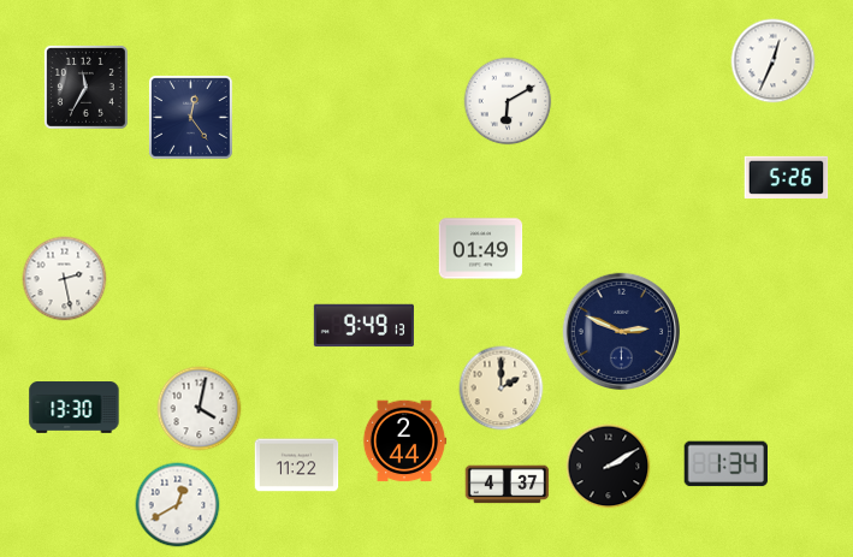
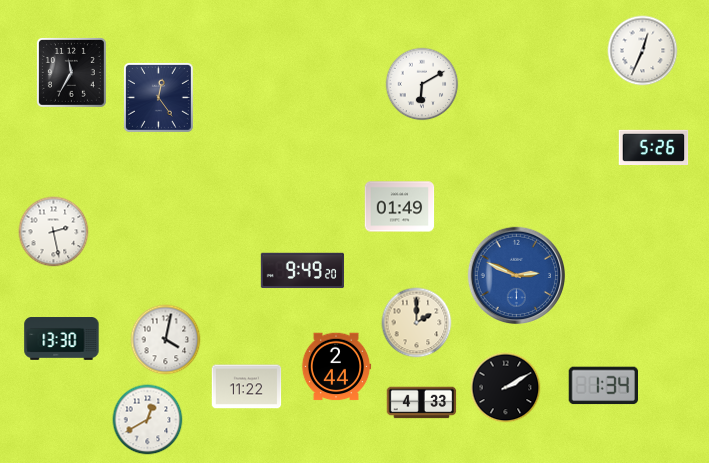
clock at (363, 326): 9:49:13 -> 9:49:20
clock at (621, 331) dial: navy -> blue
clock at (508, 485): 4:37 -> 4:33
